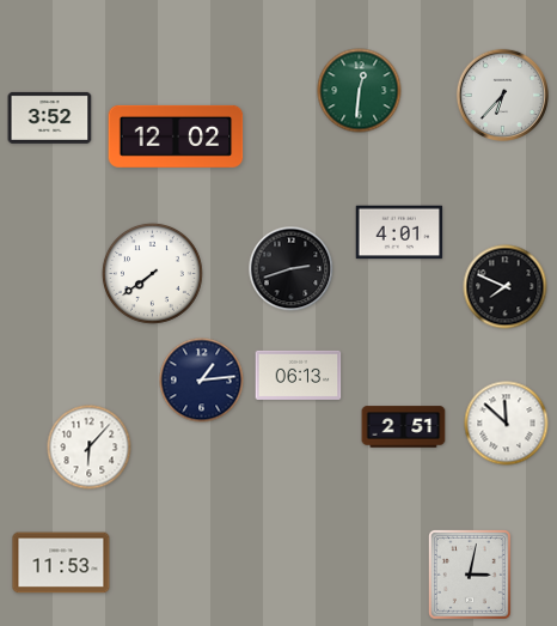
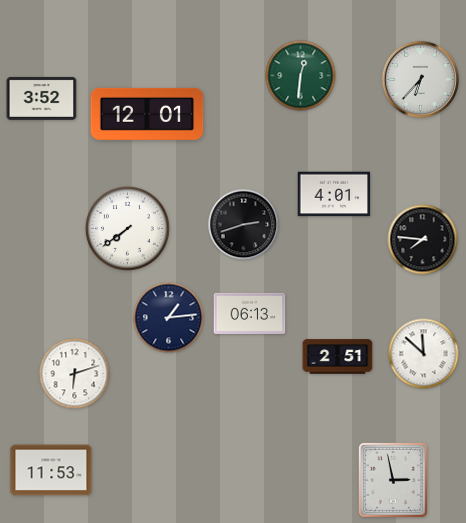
clock at (176, 136): 12:02 -> 12:01
clock at (506, 287): 7:49 -> 7:46
clock at (90, 448): 6:07 -> 6:12
clock at (470, 575): 3:02 -> 2:58
